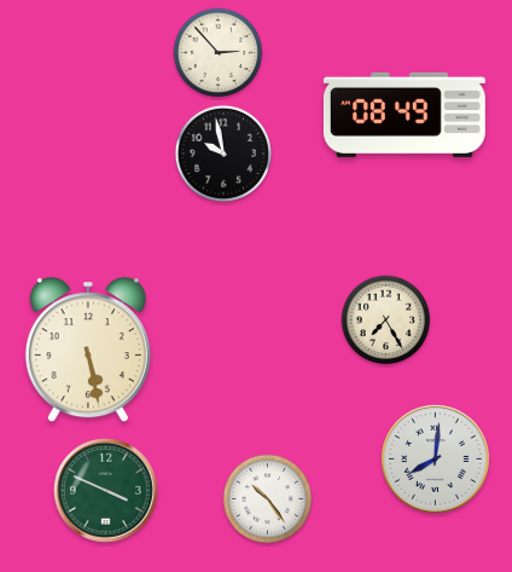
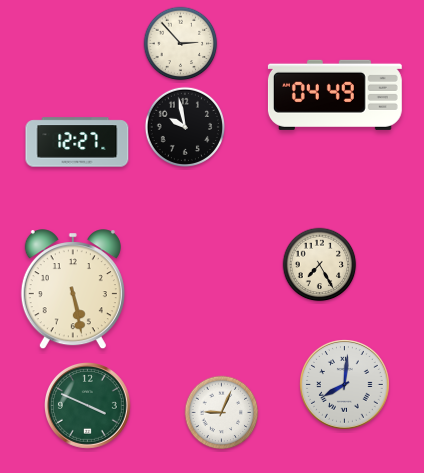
clock at (405, 115): 08:49 -> 04:49
clock at (77, 142): none -> 12:27
clock at (436, 460) position: (436, 460) -> (345, 385)
clock at (268, 499): 10:24 -> 9:04
